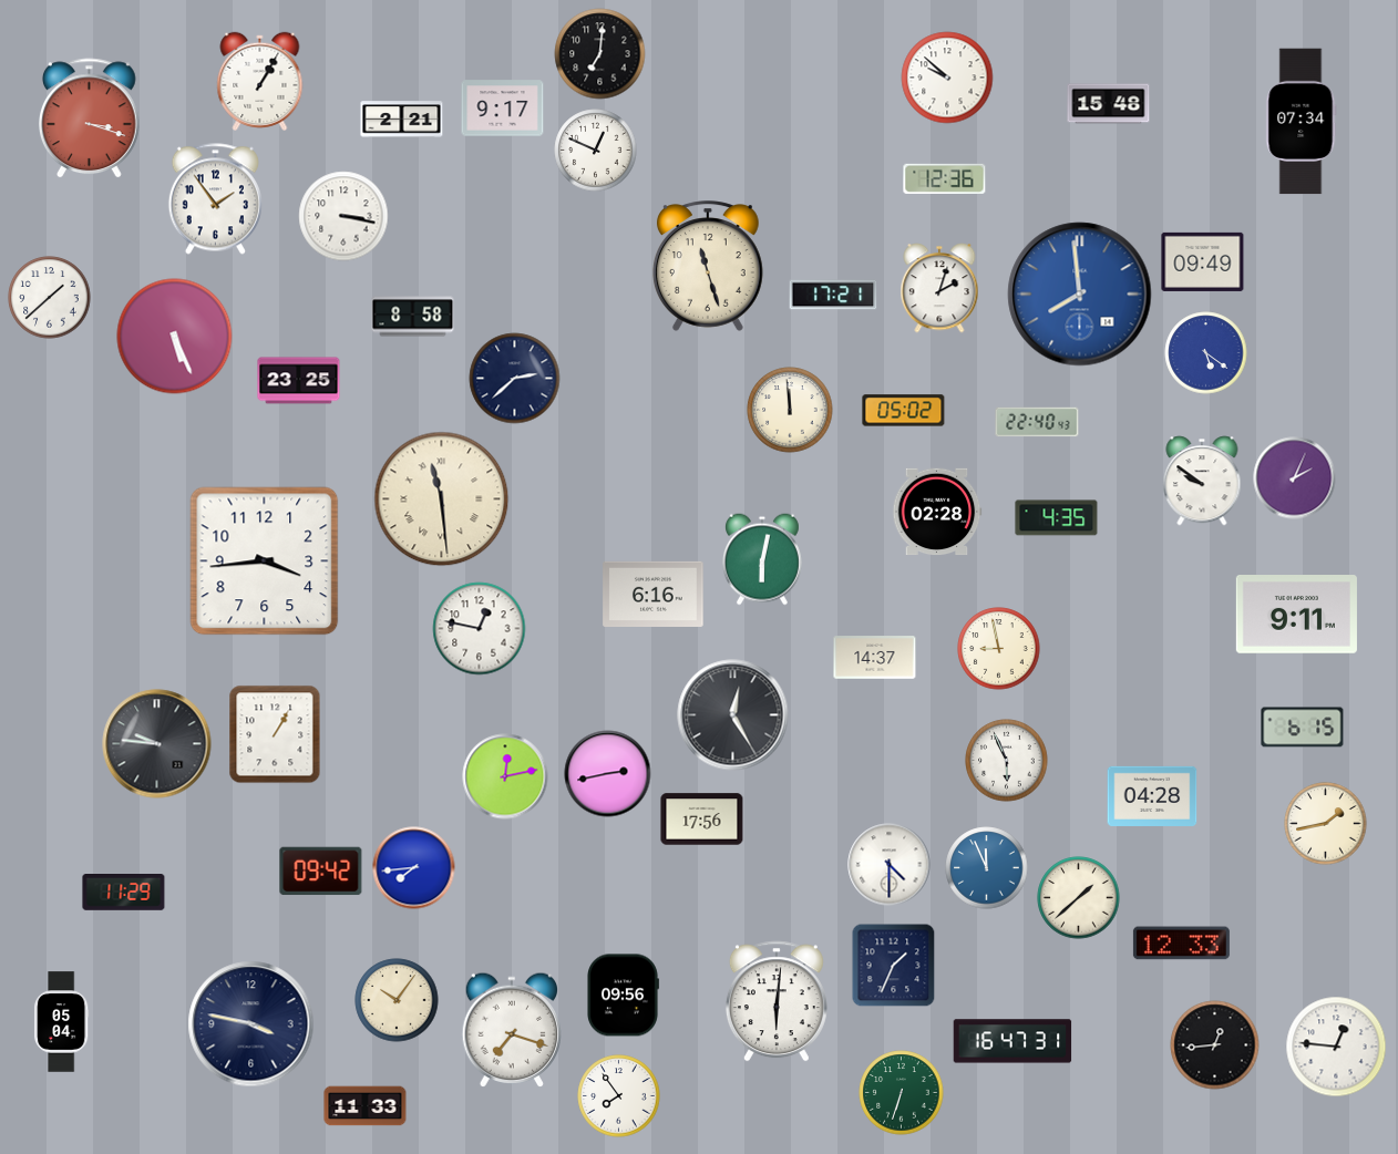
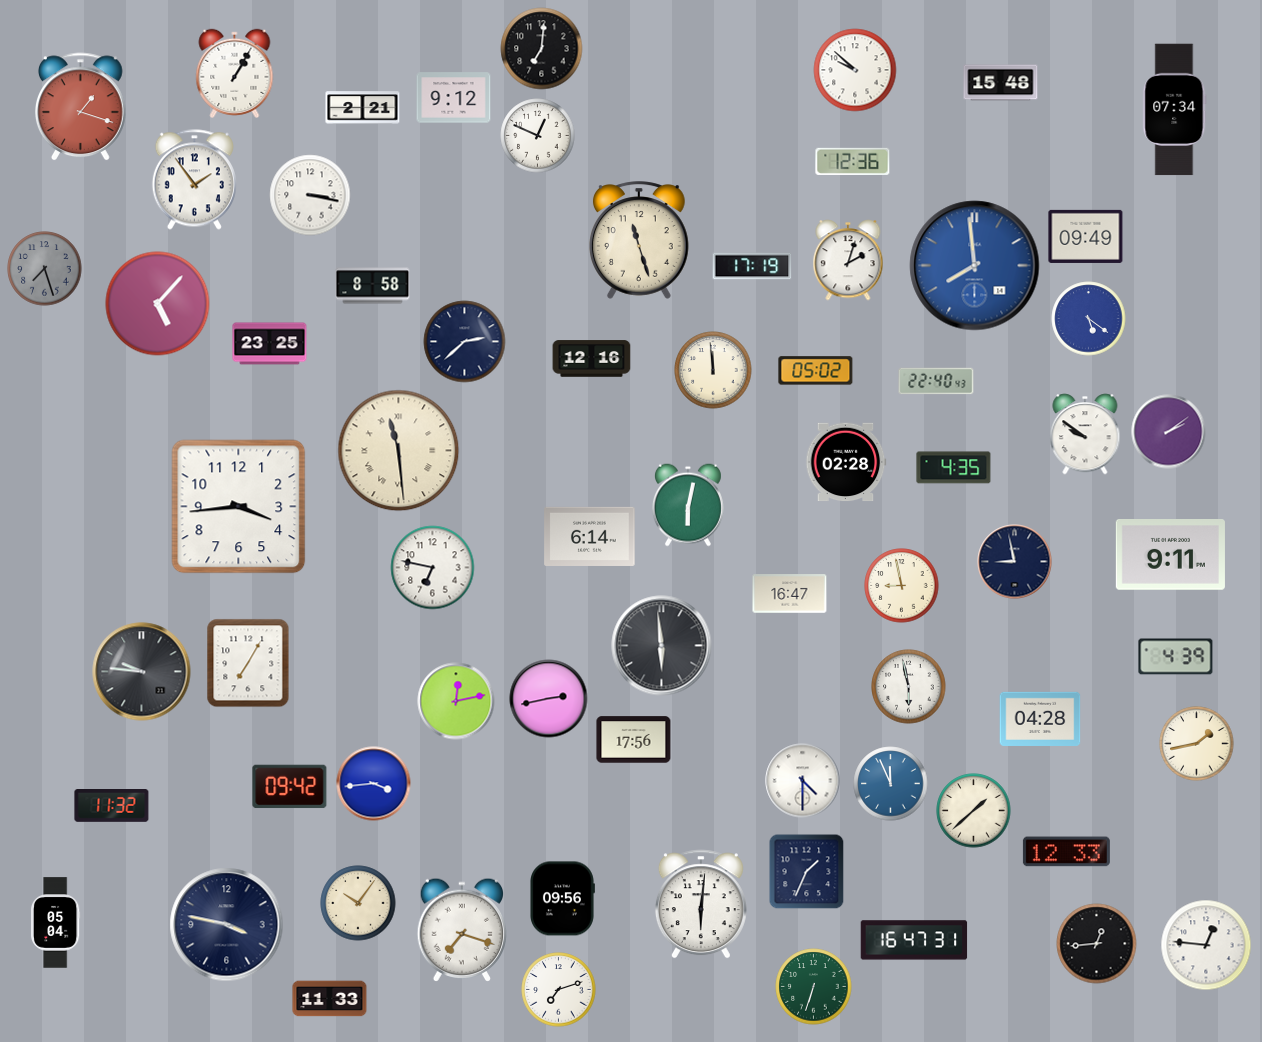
clock at (1109, 104) position: (1109, 104) -> (1001, 83)
clock at (503, 109): 9:17 -> 9:12
clock at (90, 119): 3:18 -> 1:18
clock at (833, 295): 17:21 -> 17:19
clock at (50, 298): 1:38 -> 7:27
clock at (50, 298) dial: white -> grey
clock at (175, 337): 5:26 -> 5:07
clock at (592, 359): none -> 12:16
clock at (1295, 478): 2:04 -> 2:09
clock at (654, 594): 6:16 -> 6:14
clock at (1015, 562): none -> 8:58
clock at (480, 629): 12:47 -> 6:47
clock at (875, 658): 14:37 -> 16:47
clock at (733, 715): 12:25 -> 5:59
clock at (1303, 728): 6:15 -> 4:39
clock at (275, 734): 1:05 -> 7:05
clock at (1007, 761): 5:56 -> 5:58
clock at (414, 868): 7:44 -> 3:44
clock at (124, 893): 11:29 -> 11:32
clock at (619, 1096): 7:54 -> 7:12
